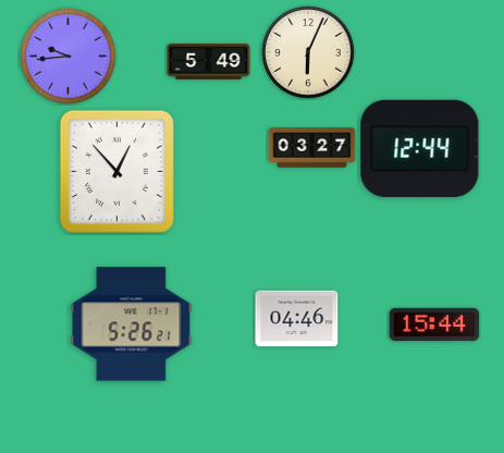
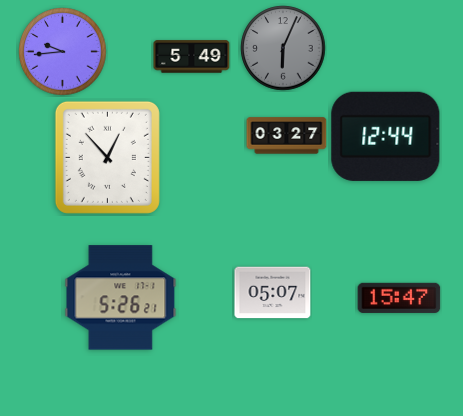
clock at (308, 52) dial: cream -> grey
clock at (297, 319): 04:46 -> 05:07
clock at (434, 325): 15:44 -> 15:47
